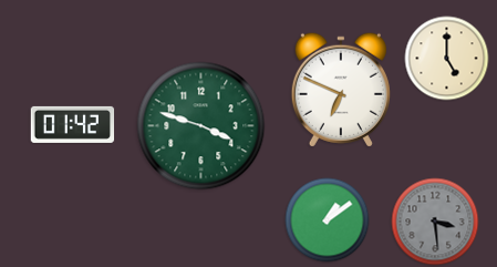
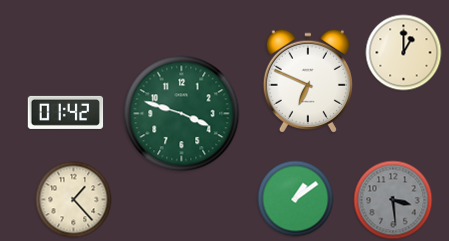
clock at (447, 59): 5:00 -> 1:00
clock at (74, 200): none -> 1:23
